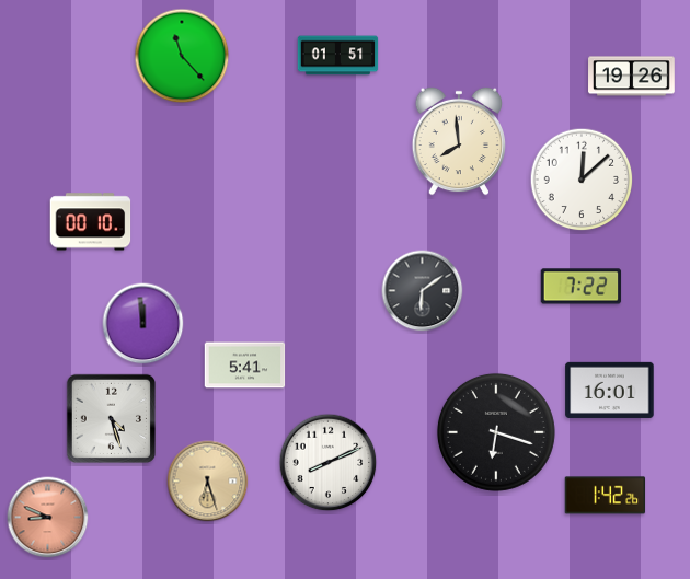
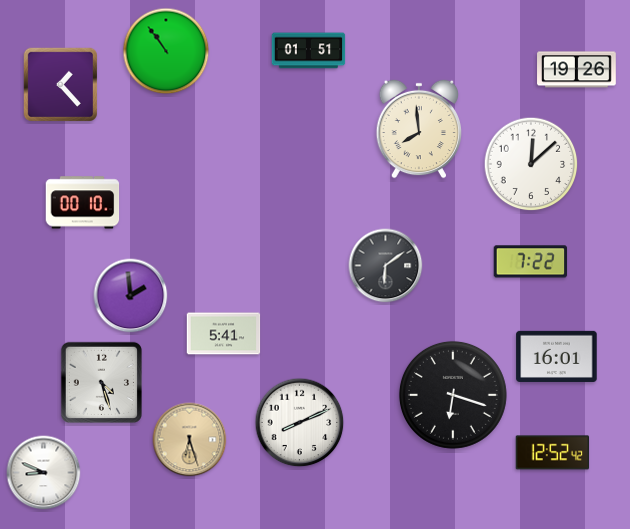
clock at (182, 56): 11:23 -> 10:54
clock at (61, 84): none -> 1:23
clock at (143, 324): 11:59 -> 1:59
clock at (606, 496): 1:42 -> 12:52
clock at (48, 518) dial: salmon -> white
